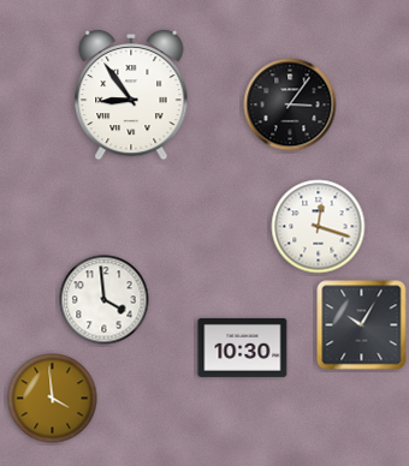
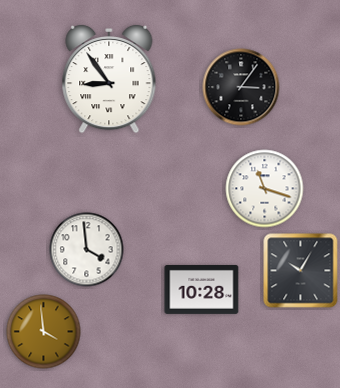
clock at (319, 227): 12:18 -> 11:18
clock at (243, 347): 10:30 -> 10:28
